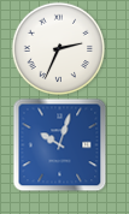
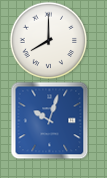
clock at (58, 48): 2:34 -> 8:00
